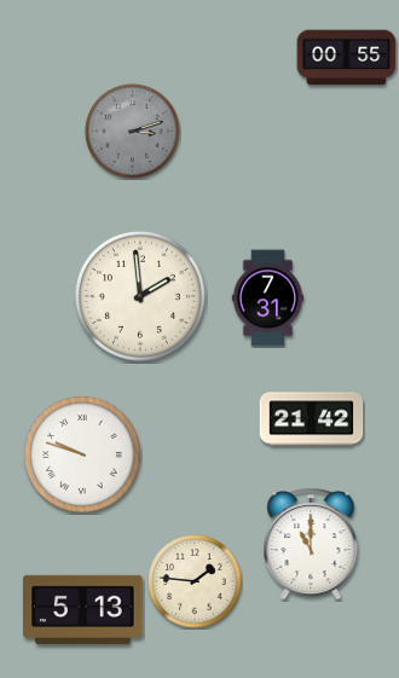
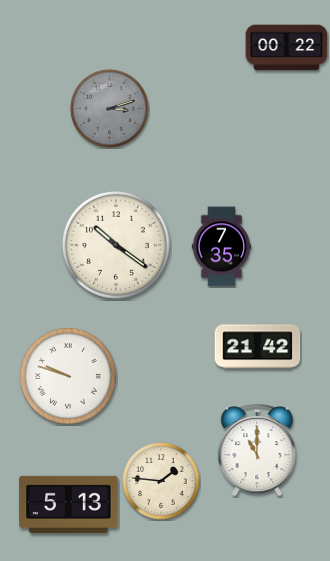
clock at (347, 58): 00:55 -> 00:22
clock at (140, 296): 1:59 -> 10:21
clock at (268, 299): 7:31 -> 7:35
